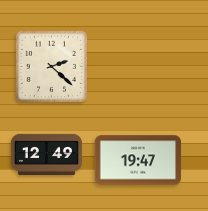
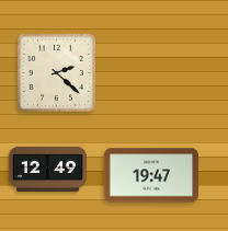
clock at (46, 155) position: (46, 155) -> (47, 170)
